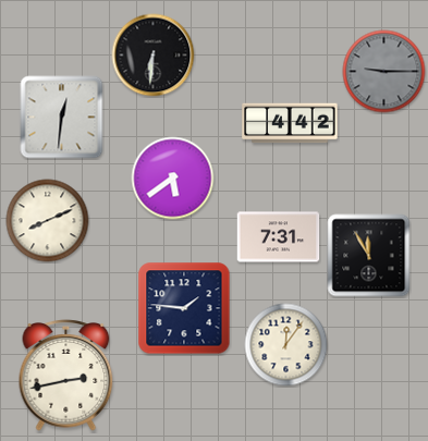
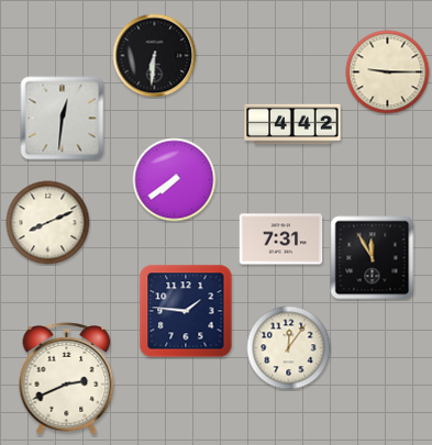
clock at (384, 72) dial: grey -> cream
clock at (173, 179): 5:39 -> 7:39
clock at (66, 376): 2:43 -> 2:41
